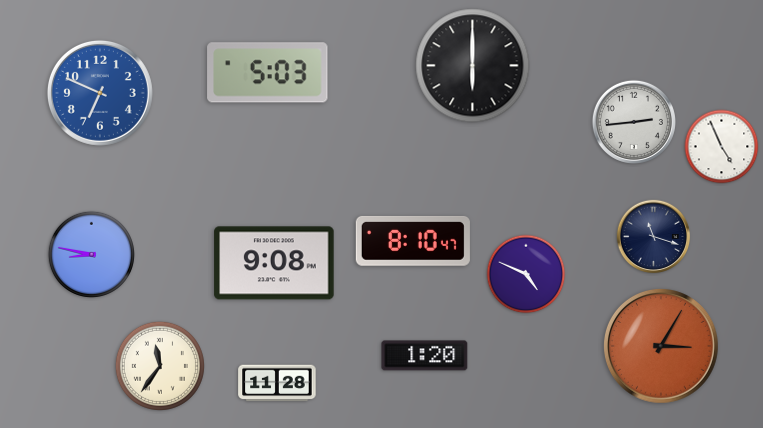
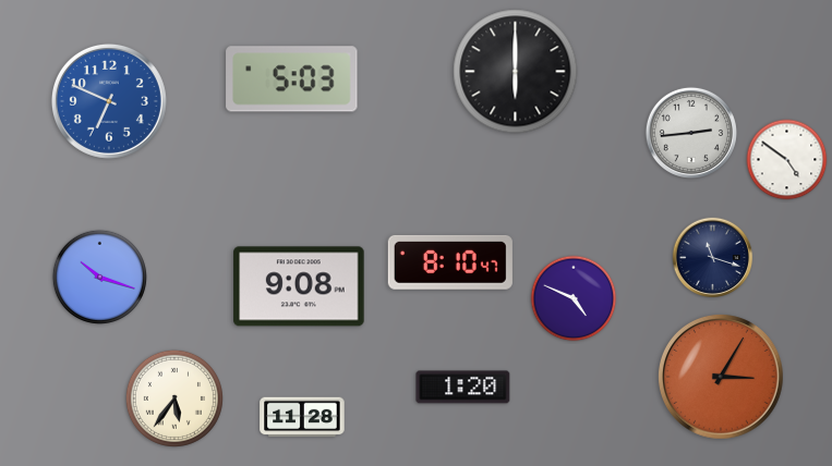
clock at (722, 147): 4:56 -> 4:51
clock at (91, 254): 8:47 -> 10:18
clock at (160, 366): 11:36 -> 5:36
